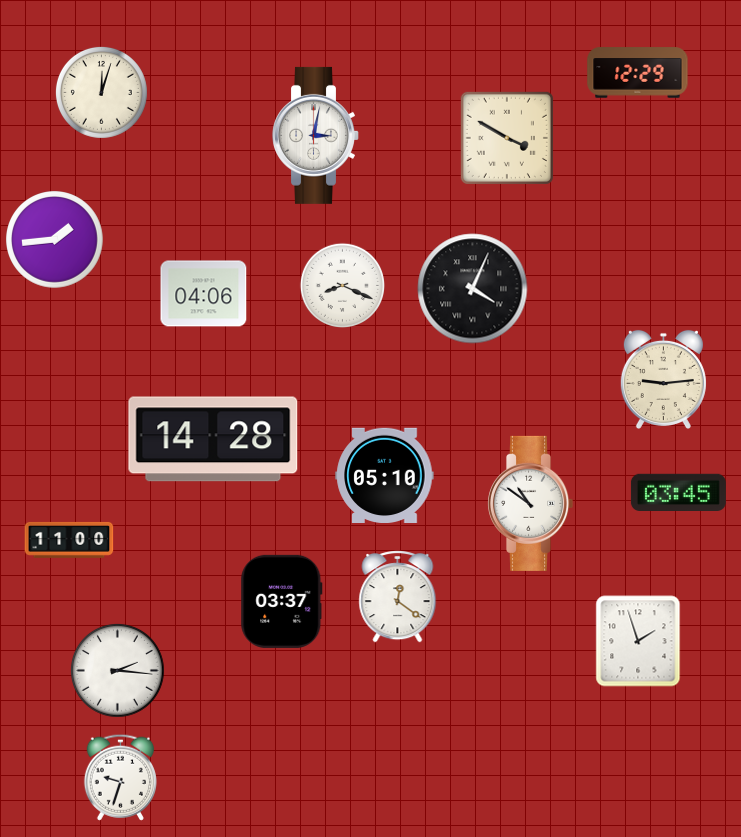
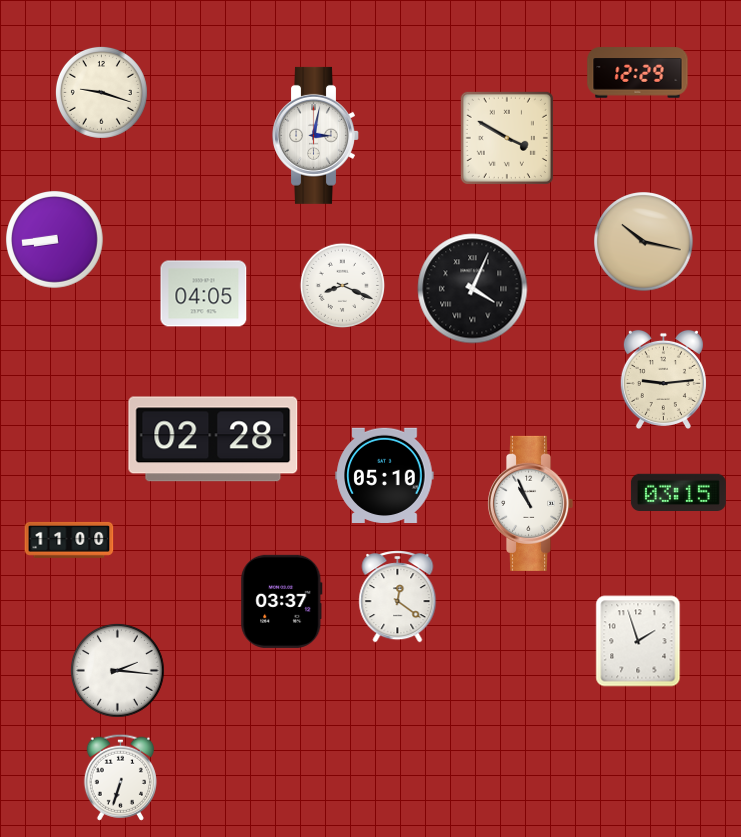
clock at (101, 92): 12:03 -> 9:18
clock at (55, 240): 1:44 -> 8:44
clock at (644, 242): none -> 10:17
clock at (204, 294): 04:06 -> 04:05
clock at (213, 439): 14:28 -> 02:28
clock at (678, 493): 03:45 -> 03:15
clock at (531, 503): 10:51 -> 10:56
clock at (120, 777): 9:33 -> 6:33
